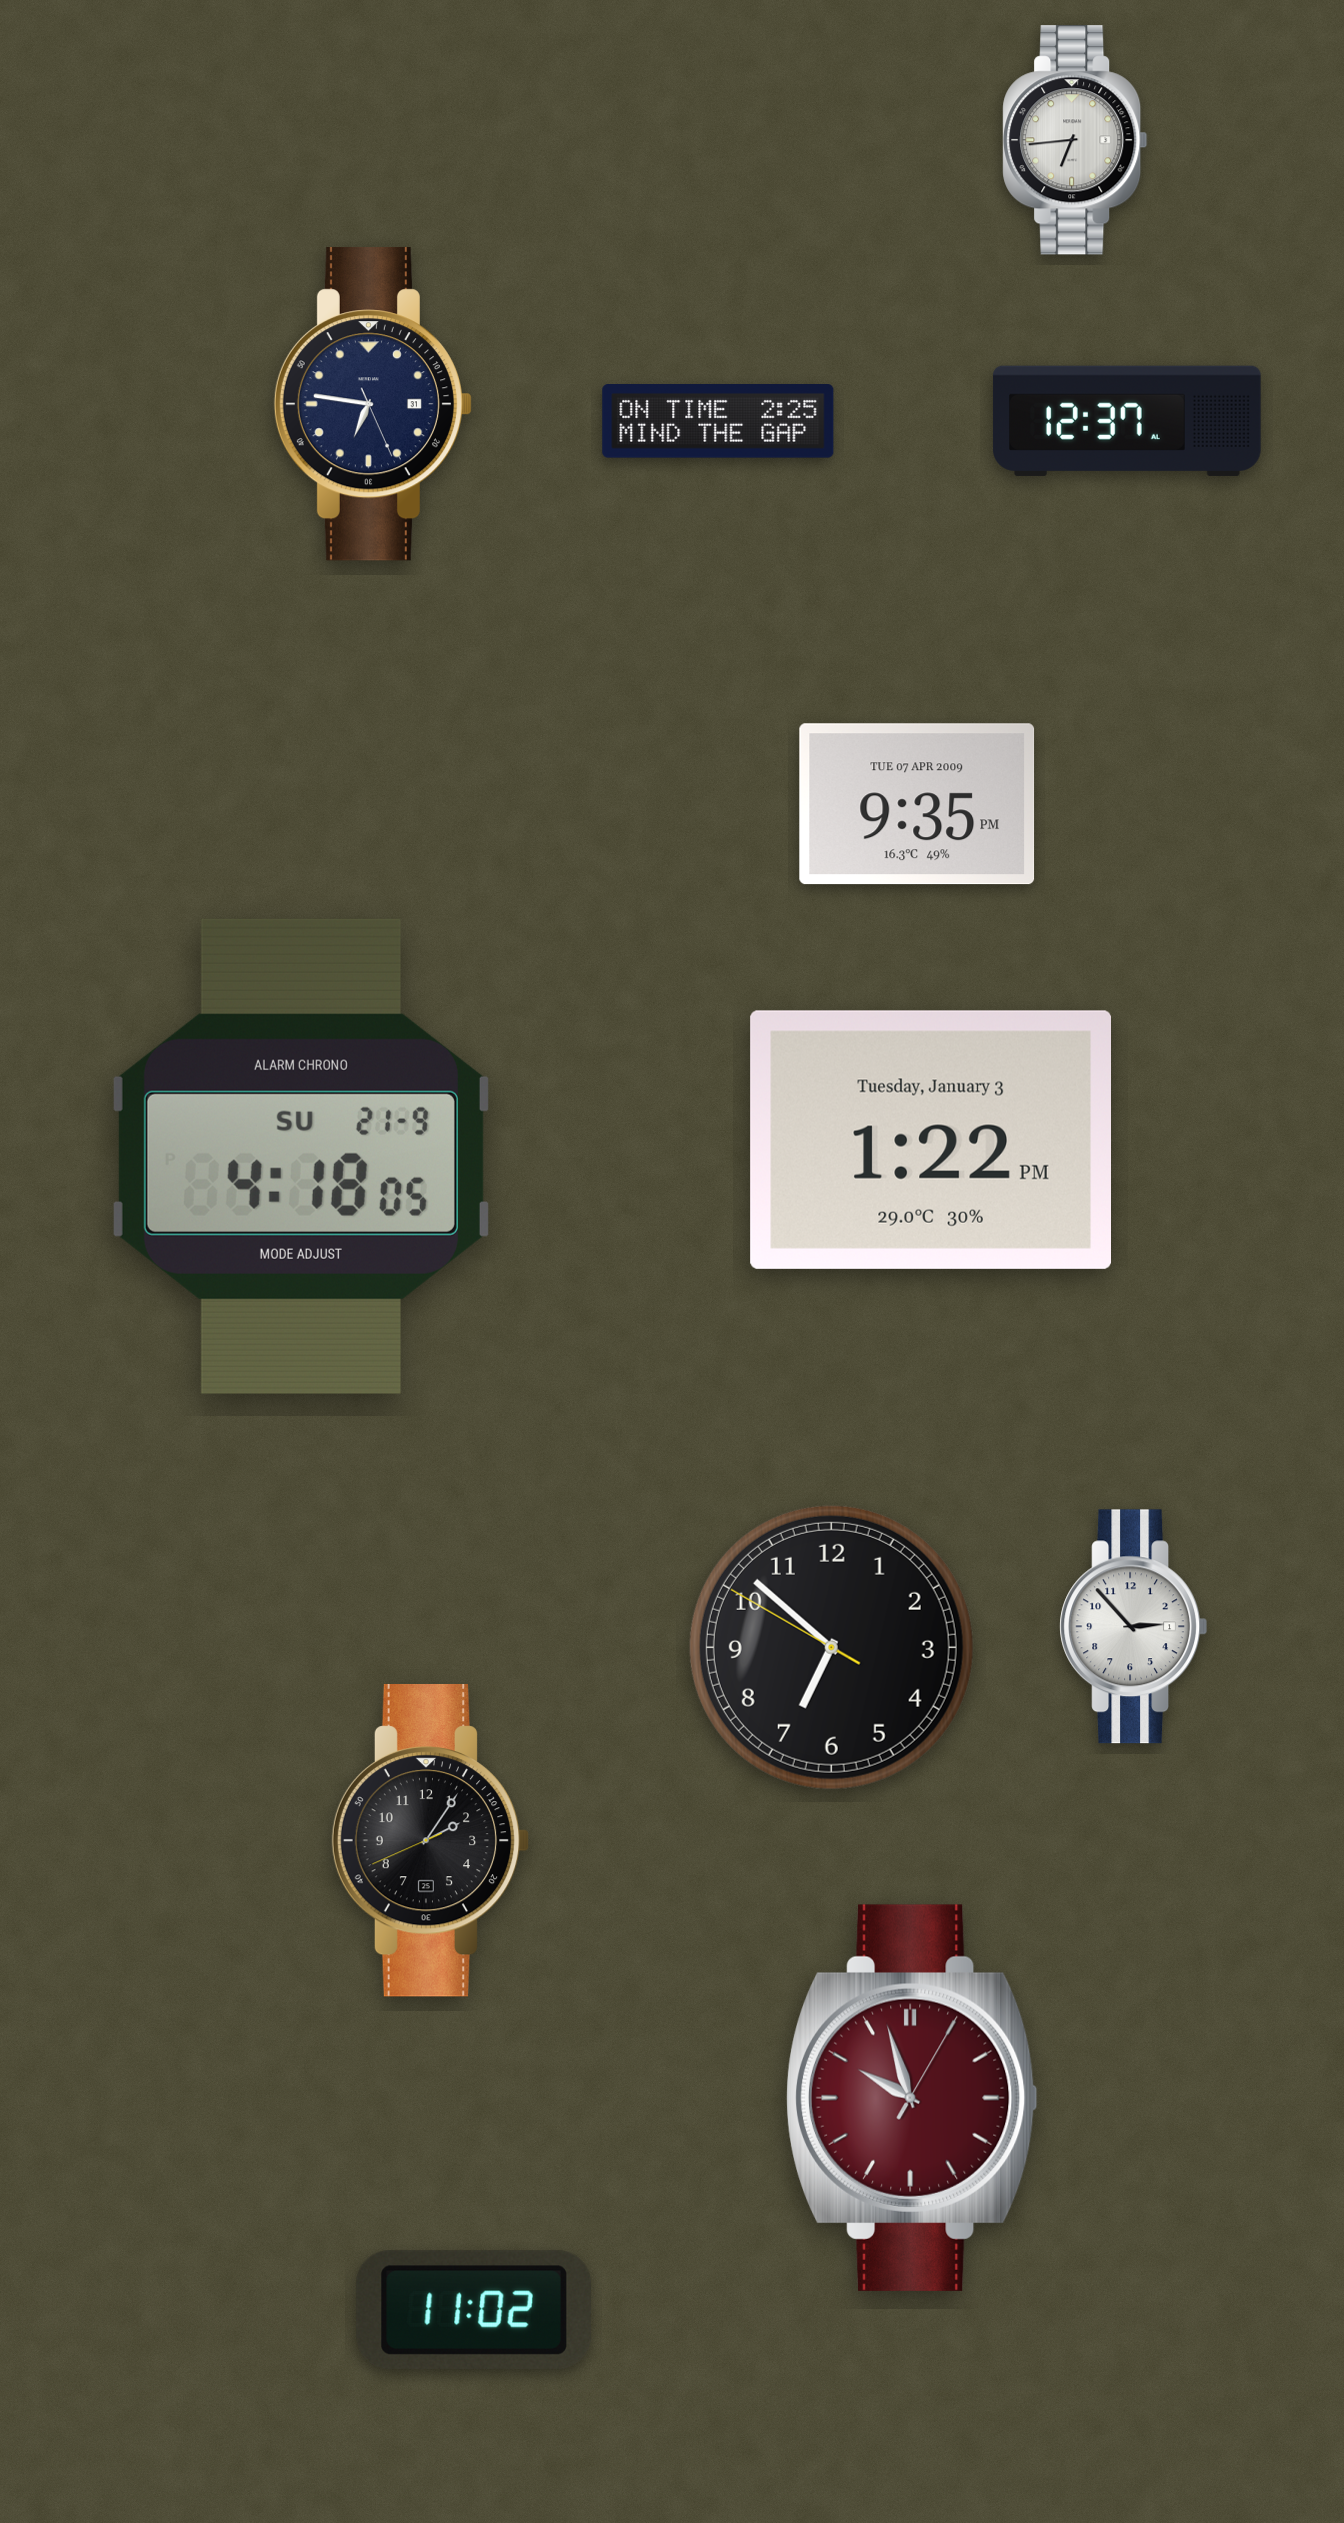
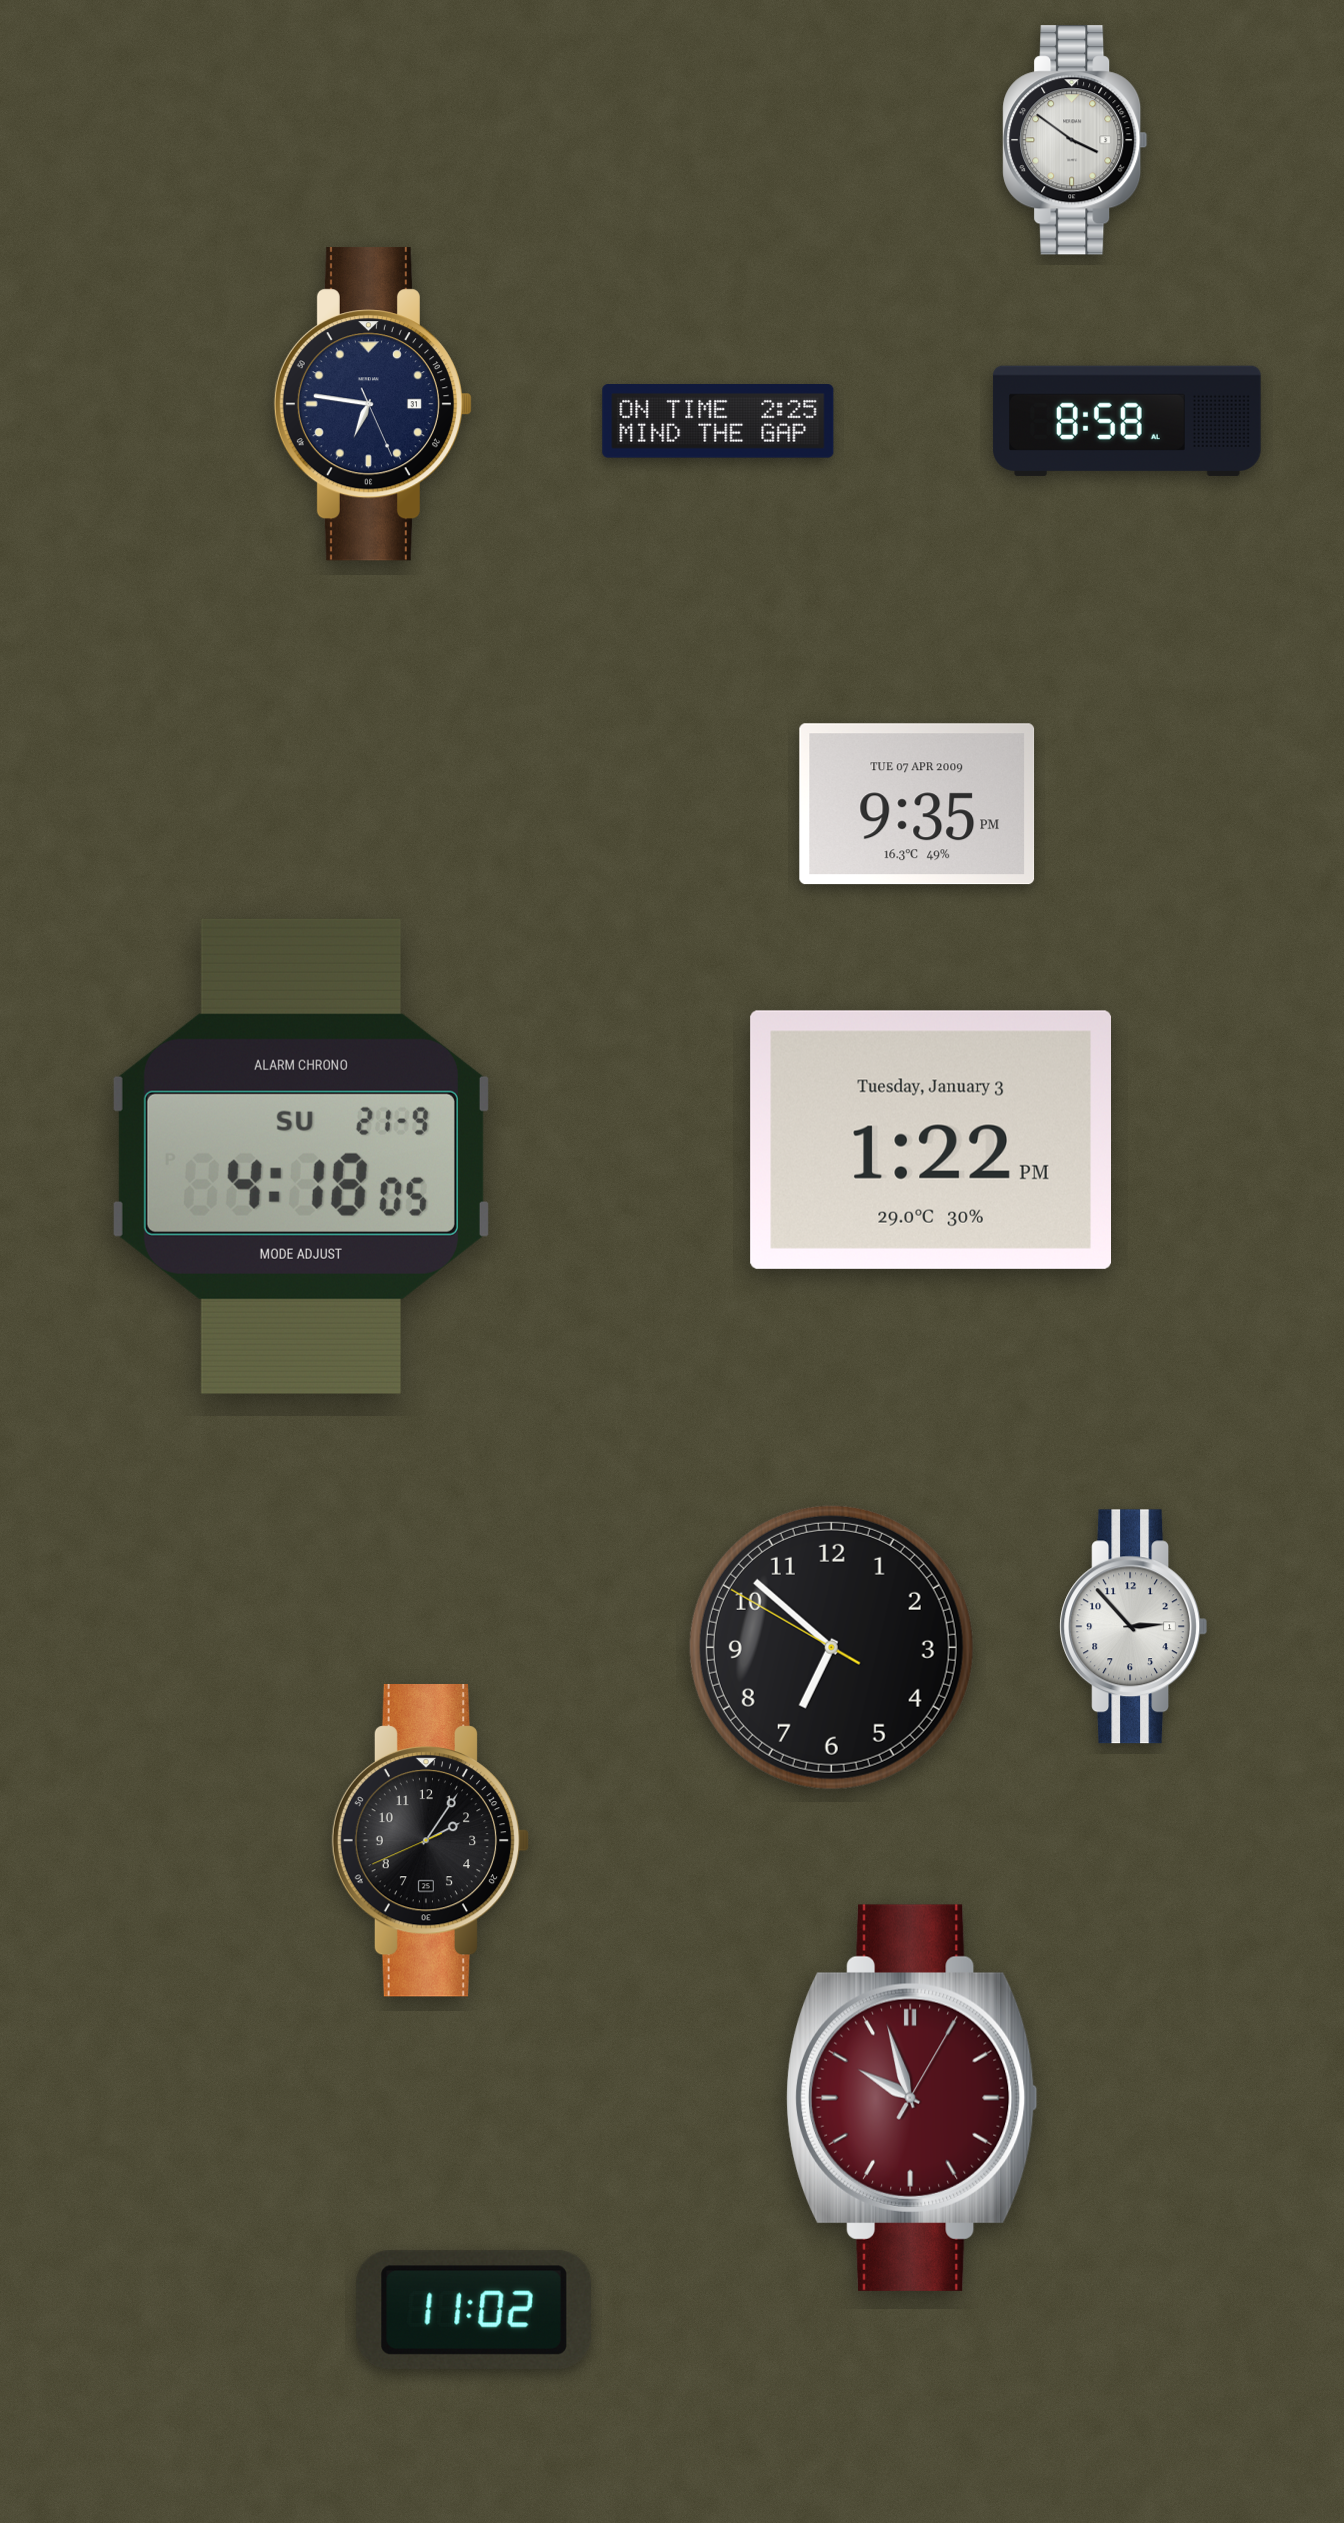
clock at (1075, 140): 6:44 -> 3:51
clock at (1127, 421): 12:37 -> 8:58
